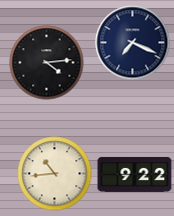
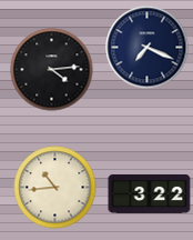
clock at (55, 174) position: (55, 174) -> (55, 188)
clock at (135, 174): 9:22 -> 3:22
